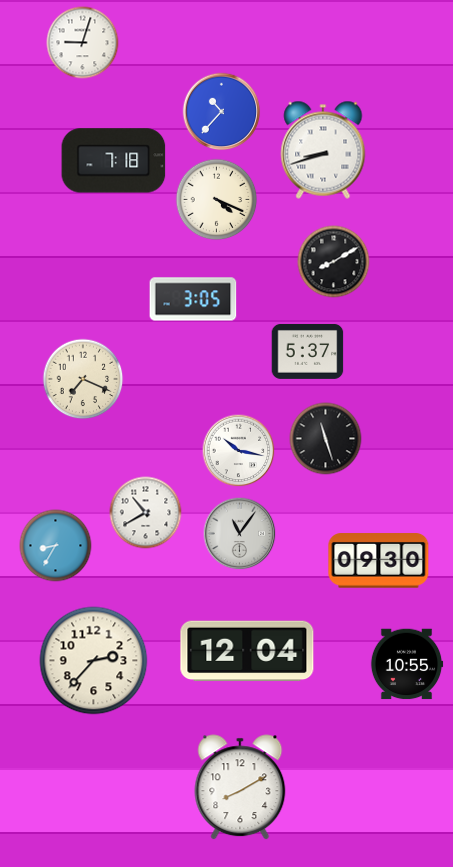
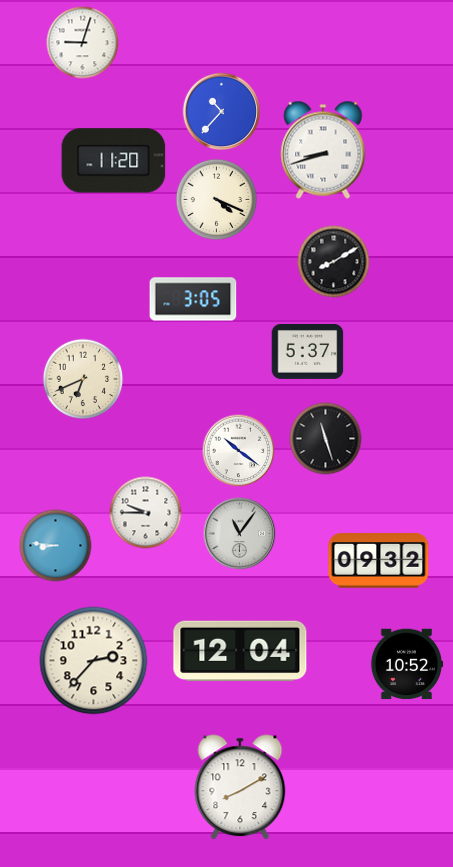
clock at (114, 161): 7:18 -> 11:20
clock at (83, 379): 7:19 -> 6:41
clock at (239, 451): 10:17 -> 10:21
clock at (146, 513): 10:40 -> 9:45
clock at (56, 546): 8:35 -> 8:46
clock at (379, 561): 09:30 -> 09:32
clock at (247, 651) position: (247, 651) -> (240, 651)
clock at (407, 664): 10:55 -> 10:52
